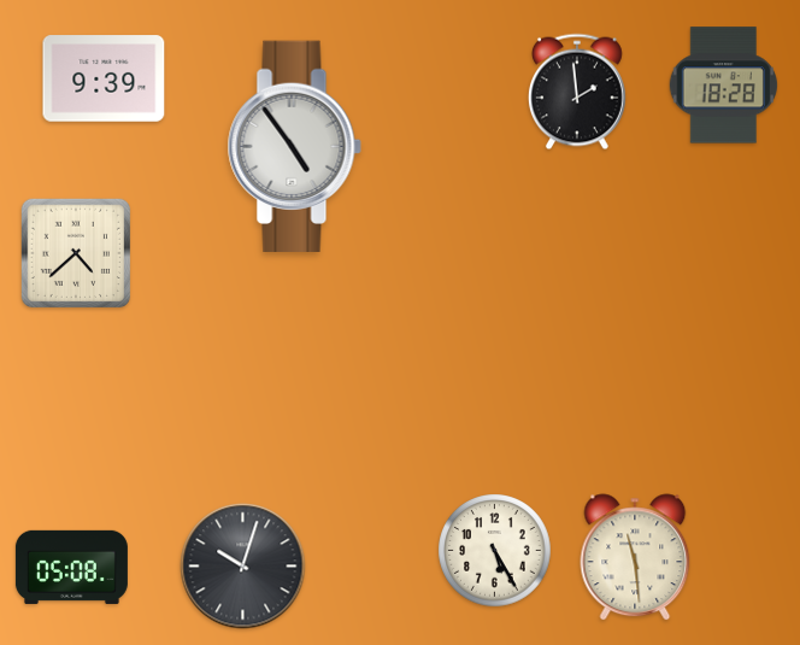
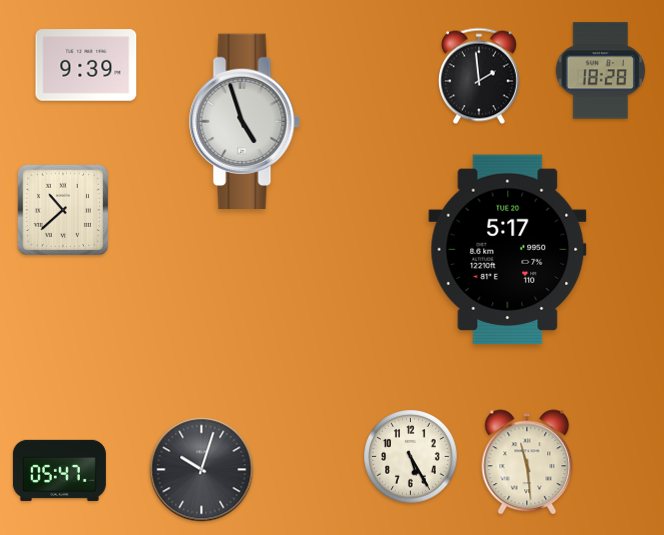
clock at (294, 146): 4:54 -> 4:57
clock at (75, 252): 4:38 -> 10:38
clock at (508, 250): none -> 5:17
clock at (71, 567): 05:08 -> 05:47
